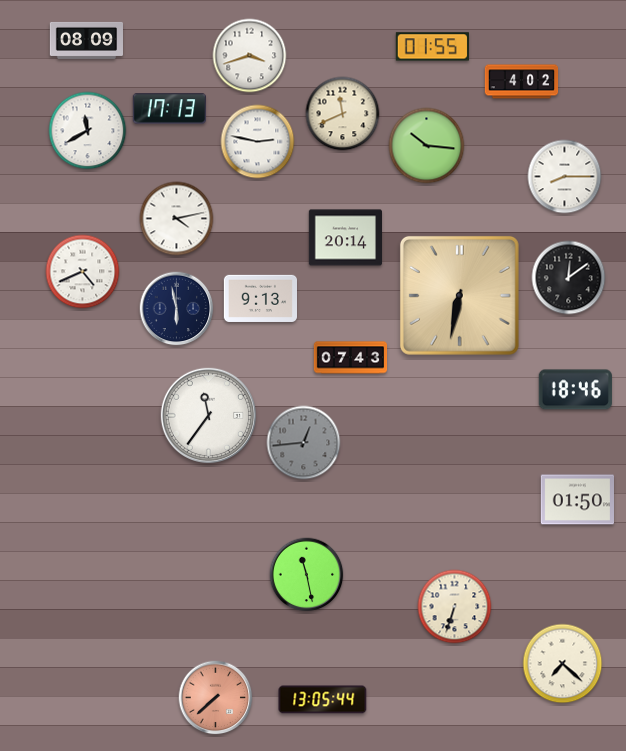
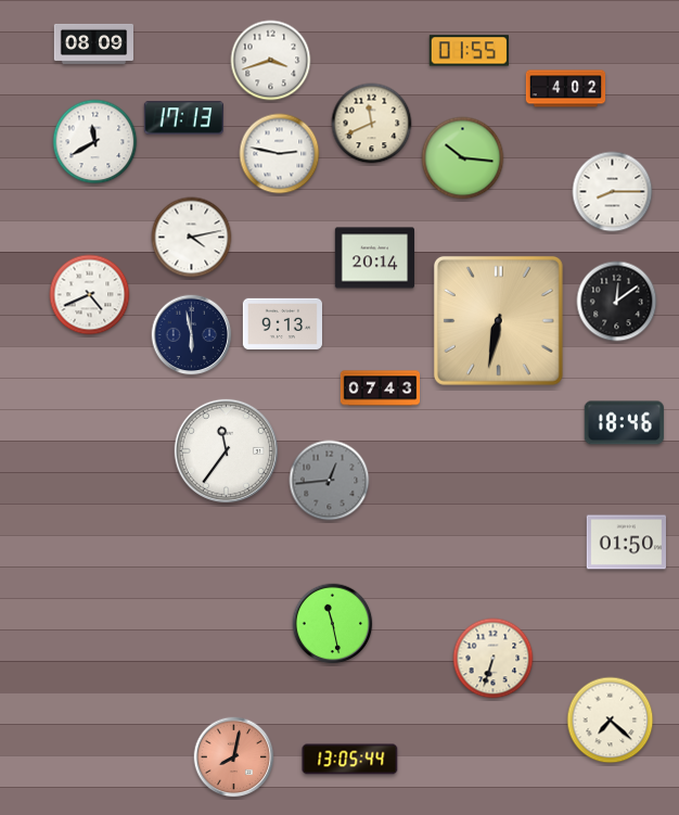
clock at (216, 698): 7:38 -> 8:02
